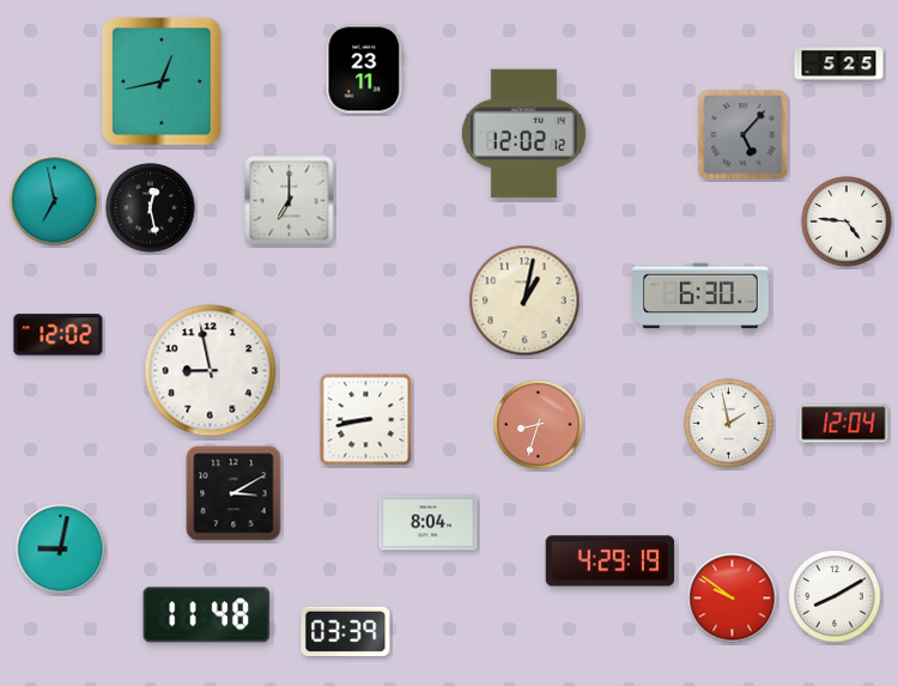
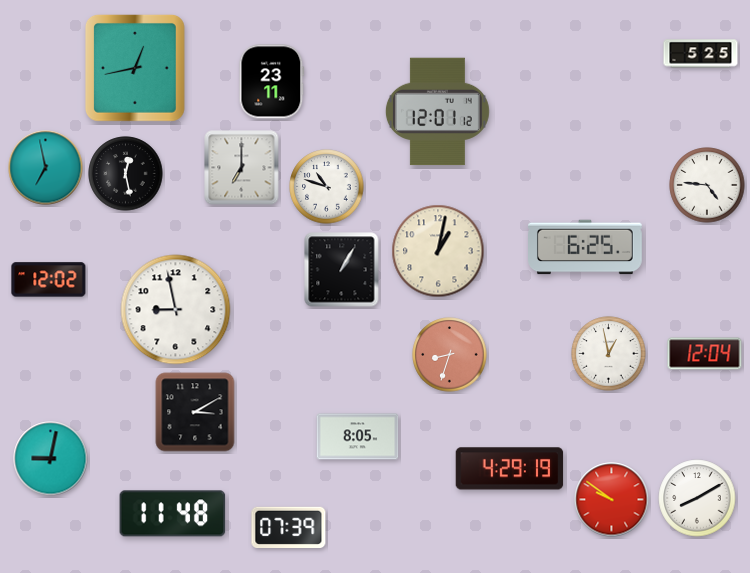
clock at (365, 69) position: (365, 69) -> (272, 82)
clock at (523, 134): 12:02 -> 12:01
clock at (744, 135): 5:07 -> none
clock at (327, 187): none -> 10:48
clock at (702, 296): 6:30 -> 6:25
clock at (342, 270): none -> 1:05
clock at (366, 420): 8:43 -> none
clock at (729, 424): 1:58 -> 12:58
clock at (429, 523): 8:04 -> 8:05
clock at (346, 631): 03:39 -> 07:39
